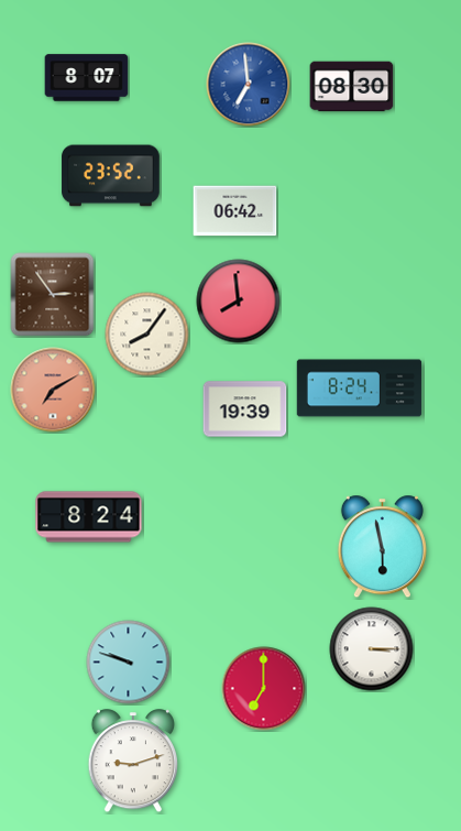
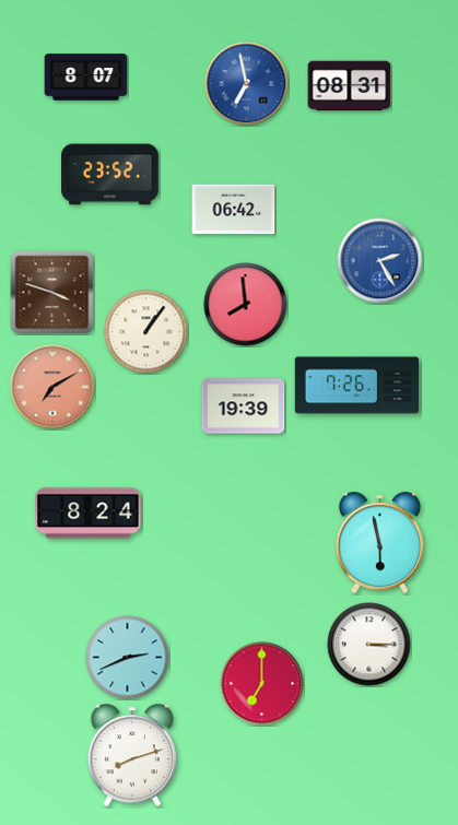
clock at (249, 85): 6:59 -> 6:58
clock at (352, 87): 08:30 -> 08:31
clock at (380, 261): none -> 2:25
clock at (53, 295): 2:54 -> 3:48
clock at (239, 302) position: (239, 302) -> (246, 305)
clock at (147, 335): 8:06 -> 1:06
clock at (360, 389): 8:24 -> 7:26
clock at (129, 663): 9:48 -> 2:41
clock at (132, 762): 9:12 -> 8:12
